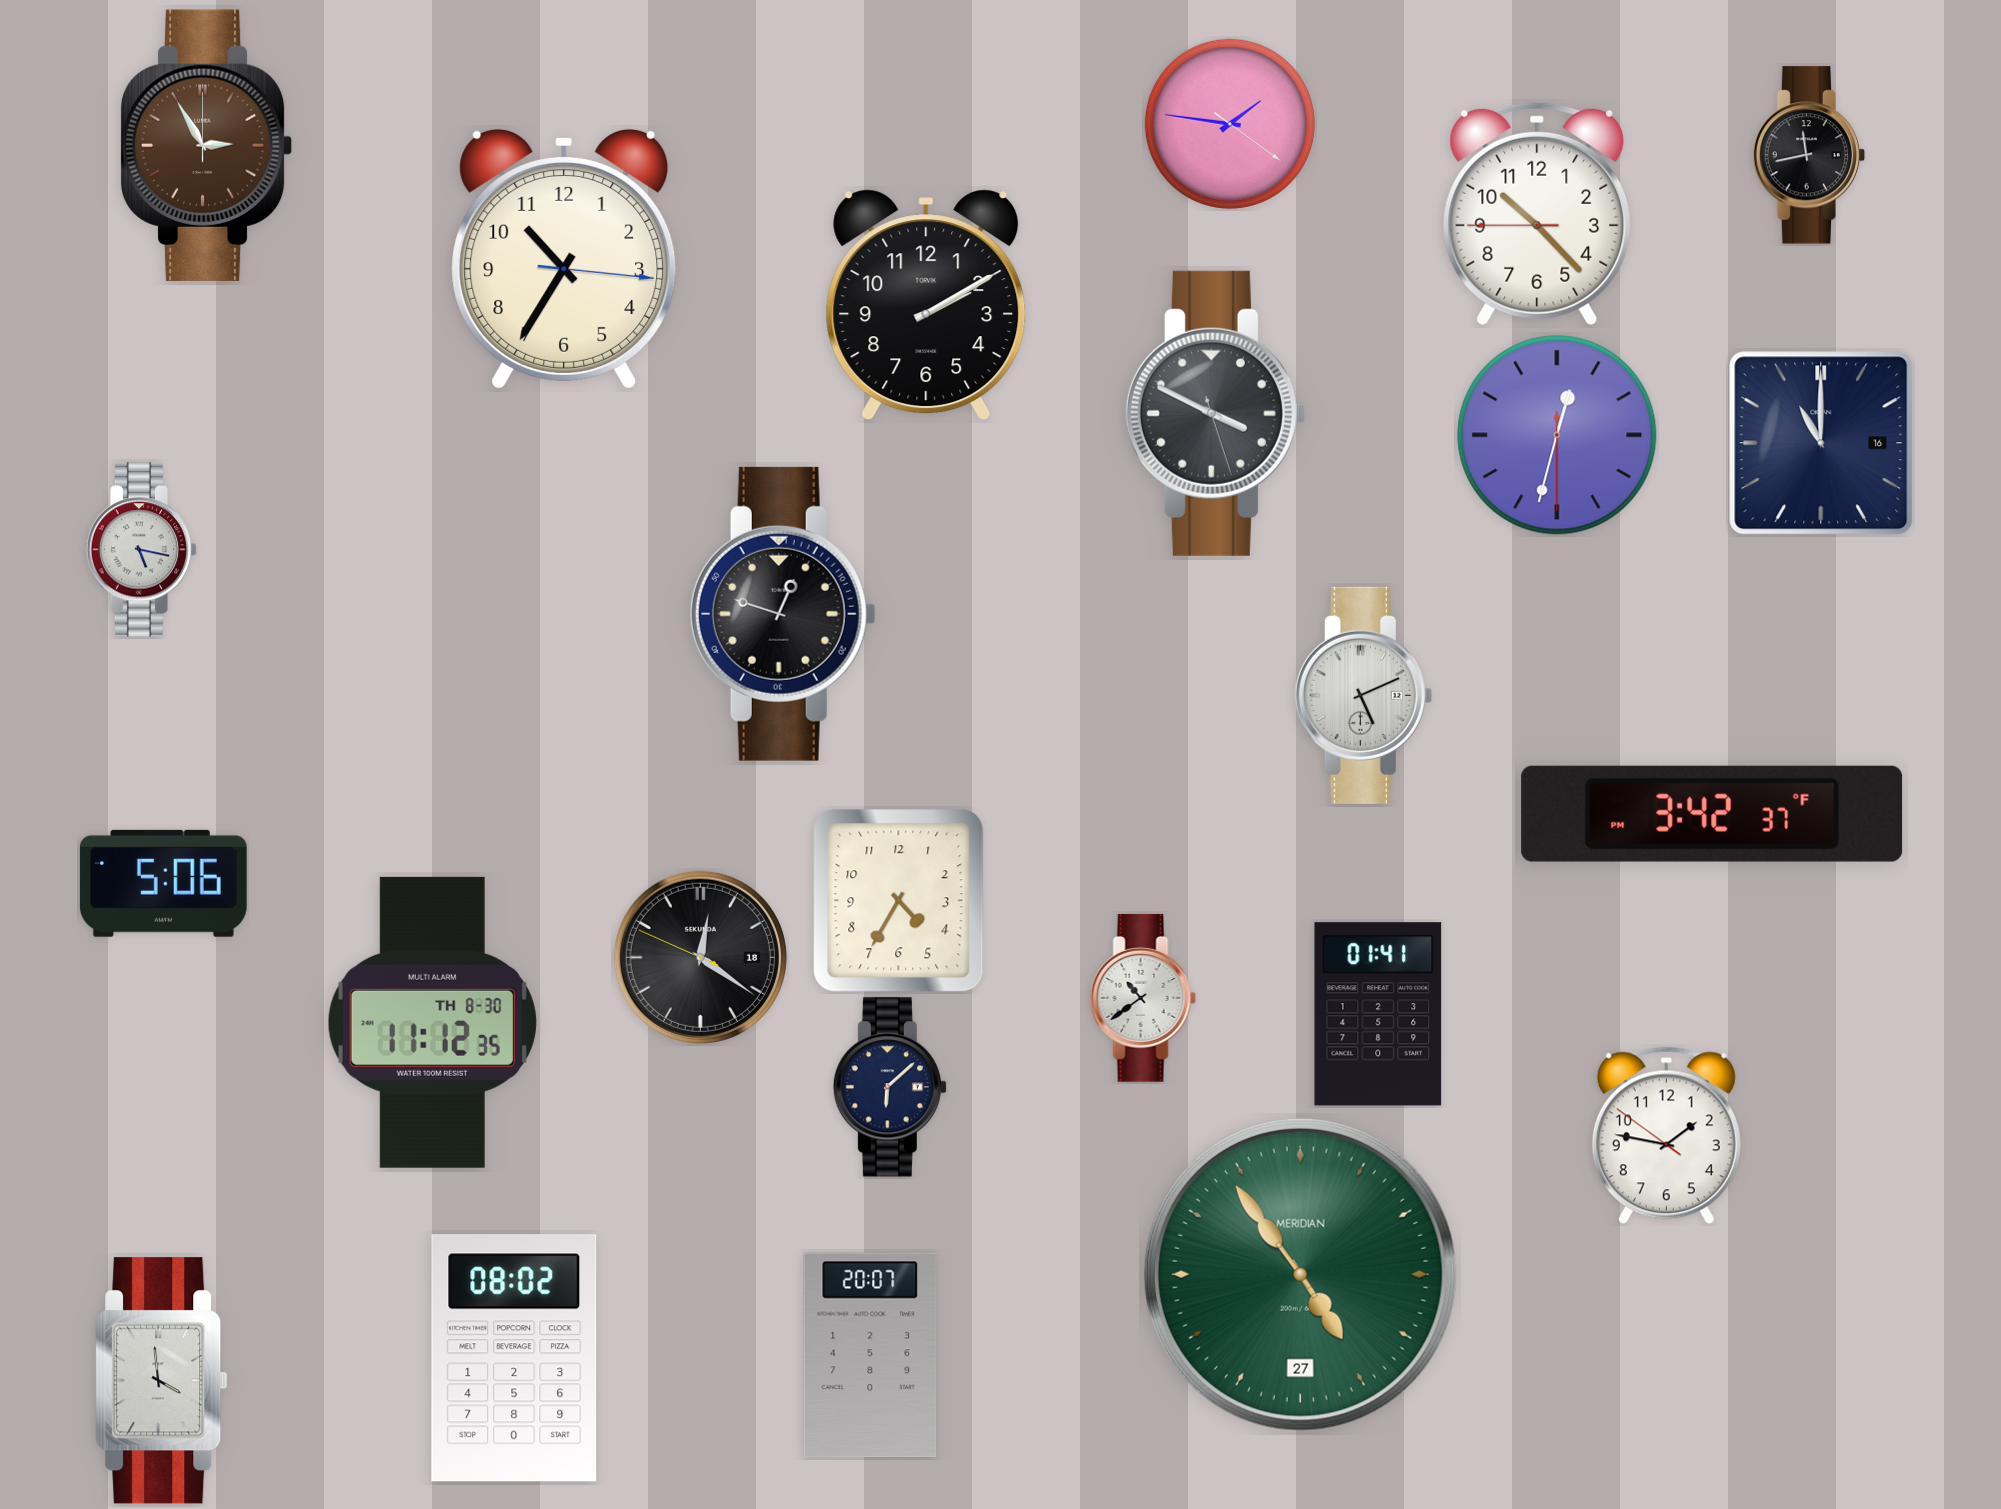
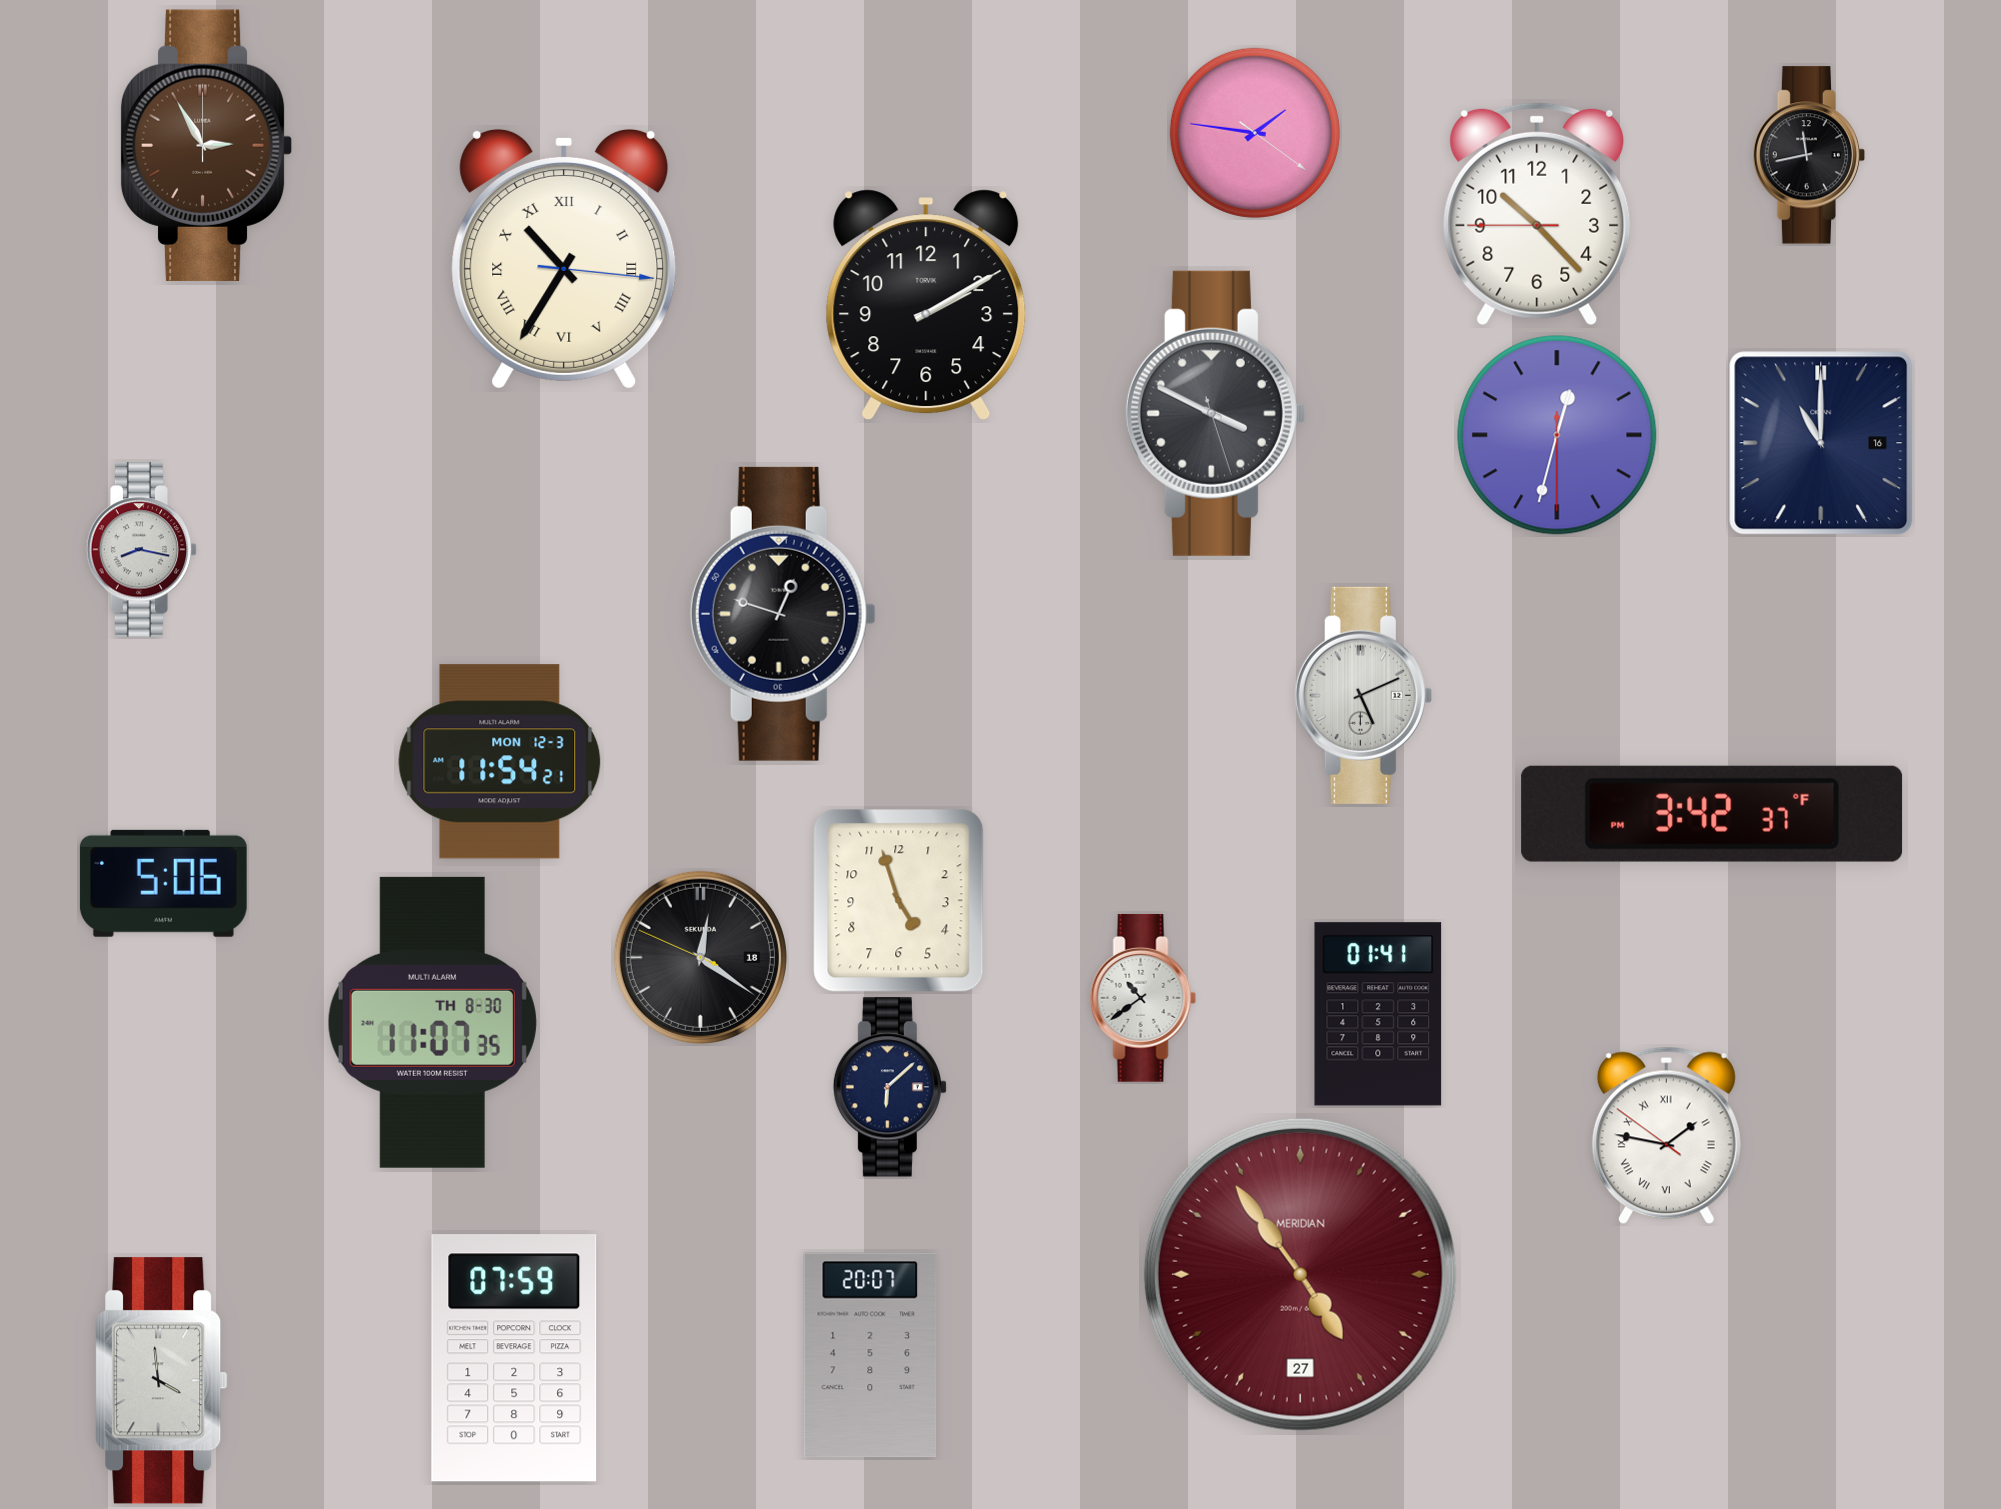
clock at (1230, 124) position: (1230, 124) -> (1255, 133)
clock at (564, 259) numerals: Arabic -> Roman
clock at (142, 550): 5:17 -> 8:17
clock at (500, 762): none -> 11:54
clock at (899, 901): 4:35 -> 4:57
clock at (432, 1022): 11:12 -> 11:07
clock at (1666, 1136) numerals: Arabic -> Roman
clock at (1300, 1274) dial: green -> burgundy
clock at (514, 1358): 08:02 -> 07:59
